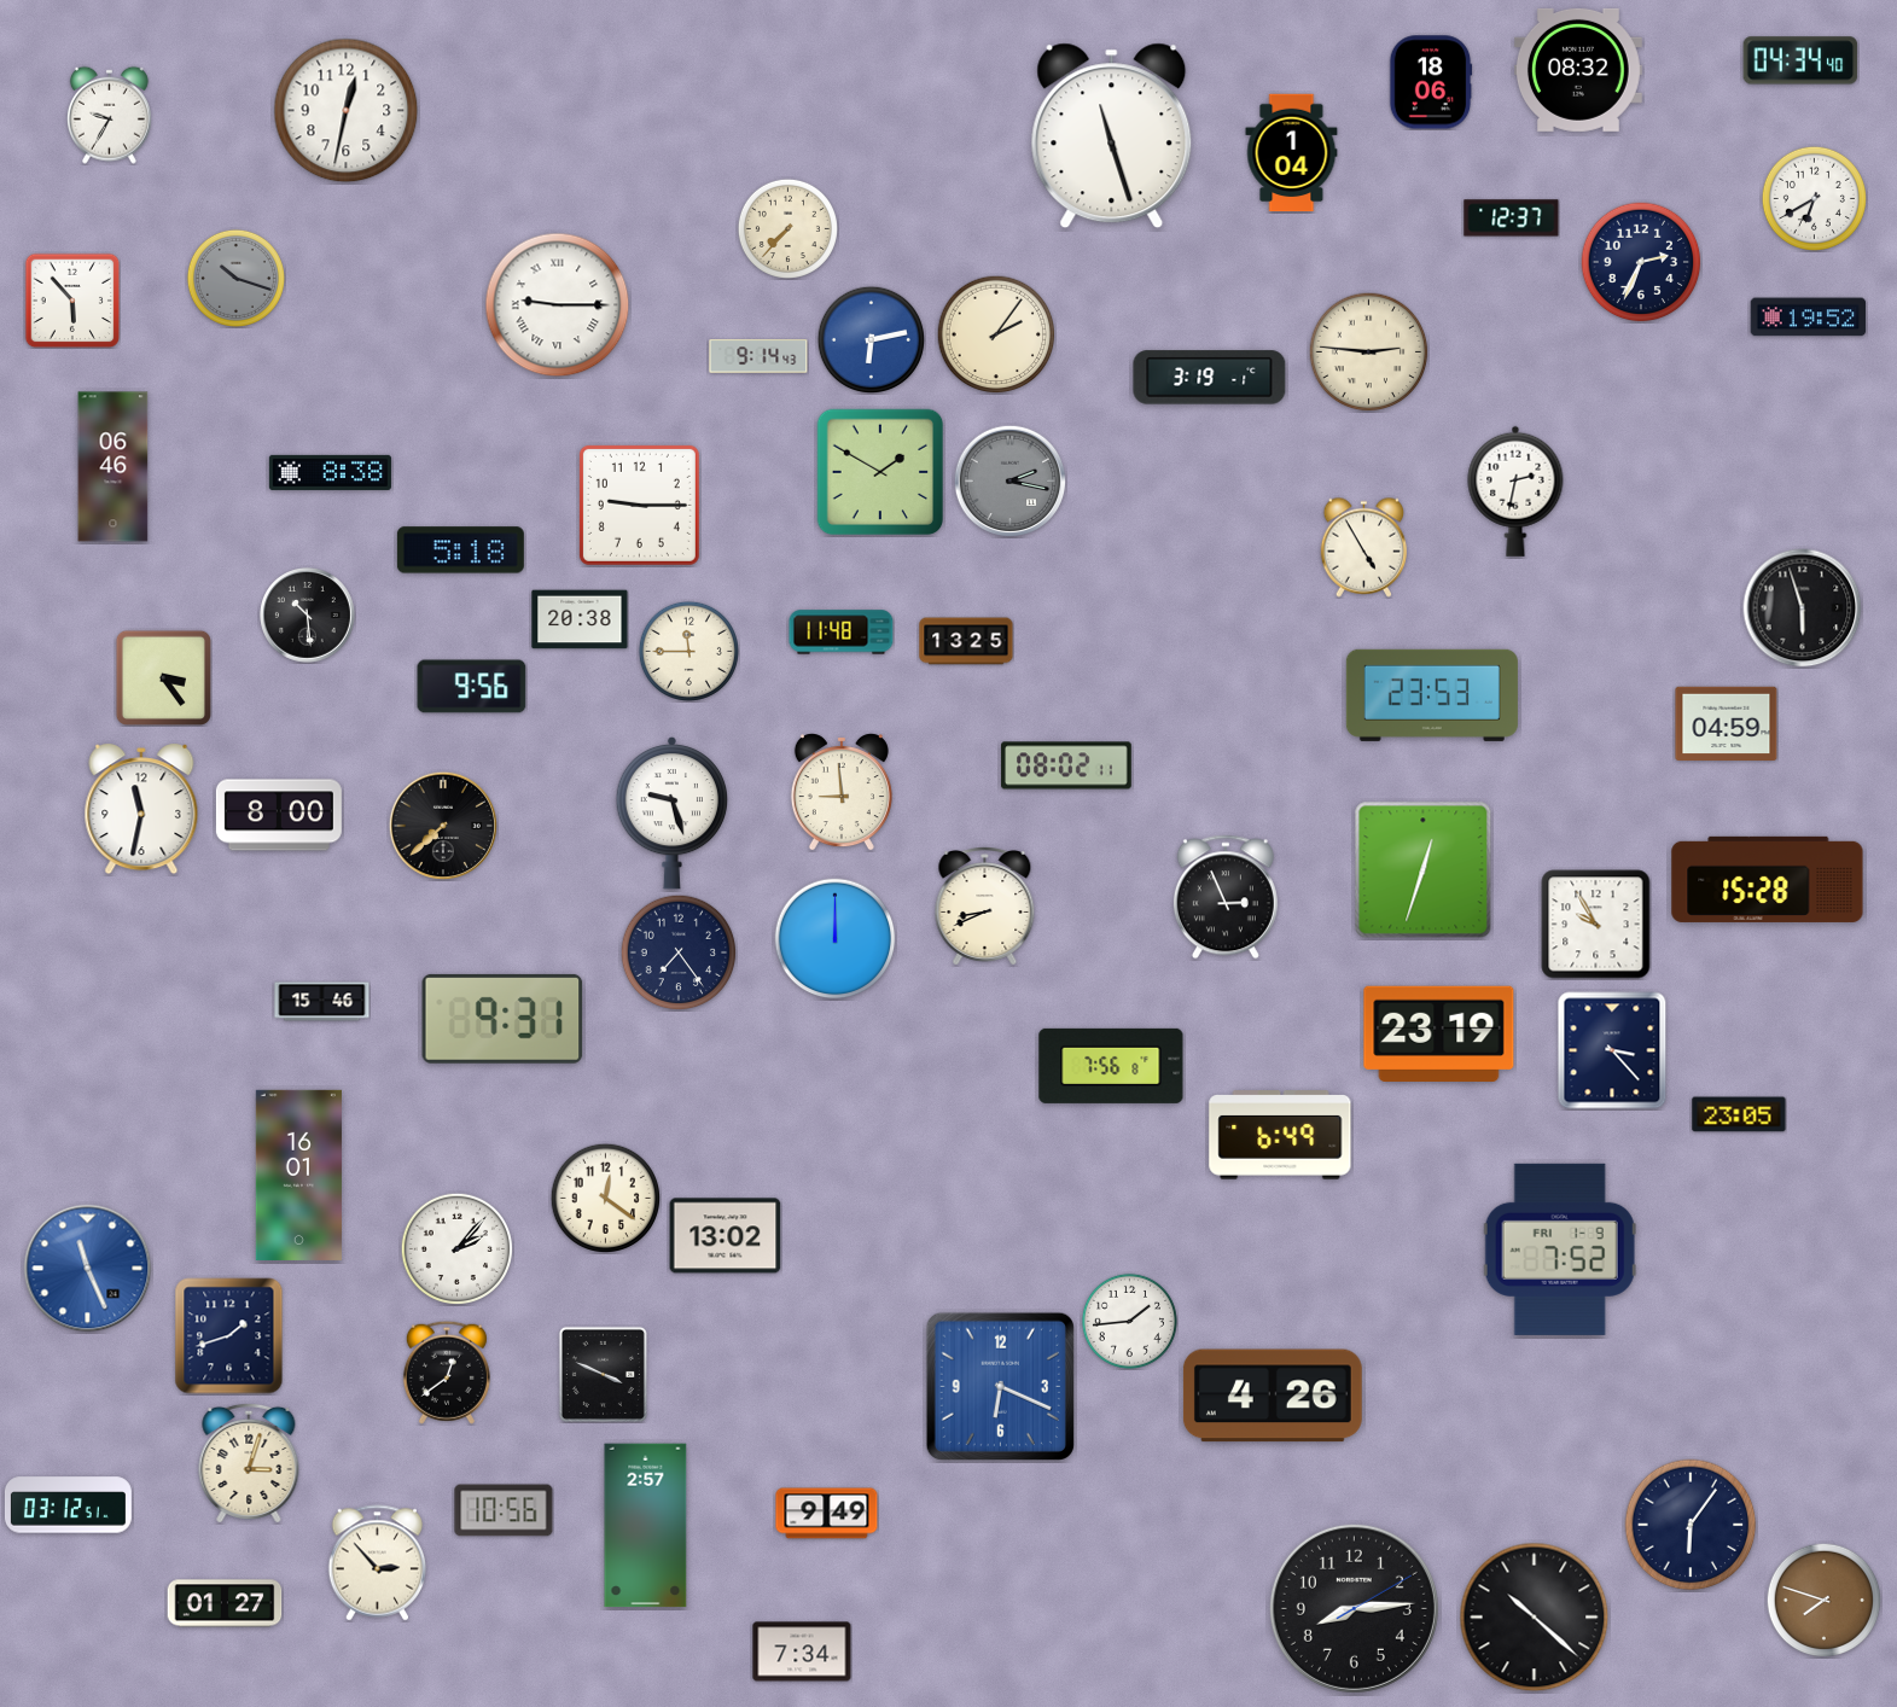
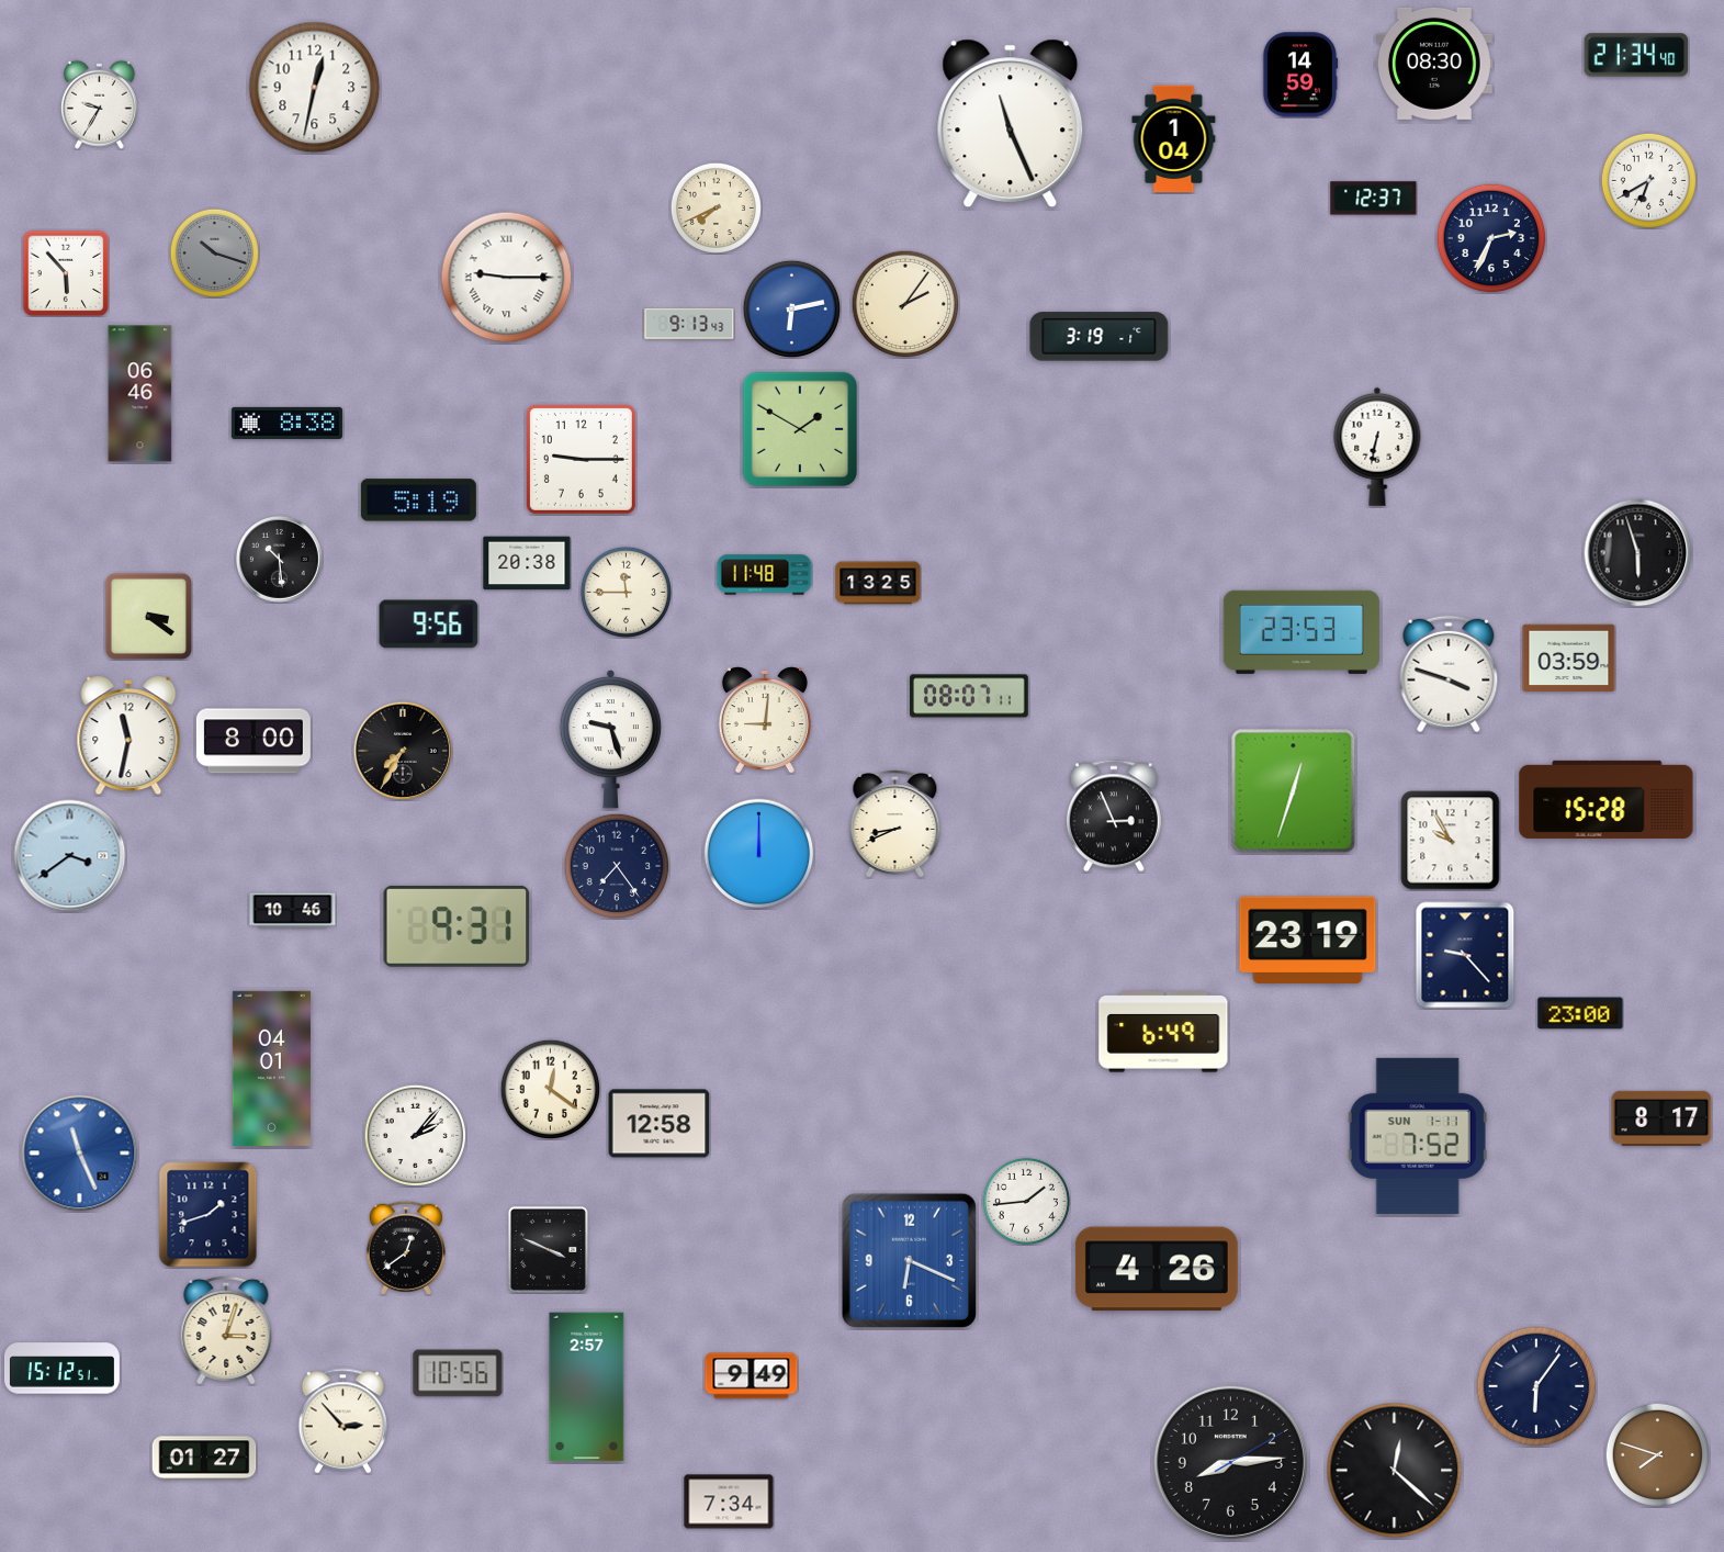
clock at (1800, 60): 04:34 -> 21:34
clock at (1578, 70): 08:32 -> 08:30
clock at (1431, 82): 18:06 -> 14:59
clock at (347, 111) position: (347, 111) -> (315, 88)
clock at (1112, 136): 11:27 -> 11:26
clock at (787, 228): 7:37 -> 7:41
clock at (1809, 317): 19:52 -> none
clock at (1369, 353): 2:46 -> none
clock at (758, 356): 9:14 -> 9:13
clock at (1210, 378) position: (1210, 378) -> (1100, 337)
clock at (114, 467) position: (114, 467) -> (140, 394)
clock at (330, 472) position: (330, 472) -> (286, 423)
clock at (1009, 480): 2:17 -> none
clock at (1515, 491): 2:32 -> 6:32
clock at (1364, 547): 4:55 -> none
clock at (460, 550): 5:18 -> 5:19
clock at (163, 677): 3:24 -> 3:21
clock at (1727, 724): 04:59 -> 03:59
clock at (1449, 674): none -> 3:48
clock at (1066, 765): 08:02 -> 08:07
clock at (842, 792): 8:59 -> 9:01
clock at (442, 825): 7:38 -> 7:35
clock at (70, 856): none -> 3:39
clock at (322, 1002): 15:46 -> 10:46
clock at (1612, 1050): 3:23 -> 9:23
clock at (1111, 1066): 7:56 -> none
clock at (1739, 1114): 23:05 -> 23:00
clock at (298, 1175): 16:01 -> 04:01
clock at (1661, 1118): none -> 8:17
clock at (726, 1236): 13:02 -> 12:58
clock at (1560, 1249) date: FRI 1-9 -> SUN 1-11
clock at (68, 1505): 03:12 -> 15:12
clock at (1535, 1618): 10:22 -> 12:22
